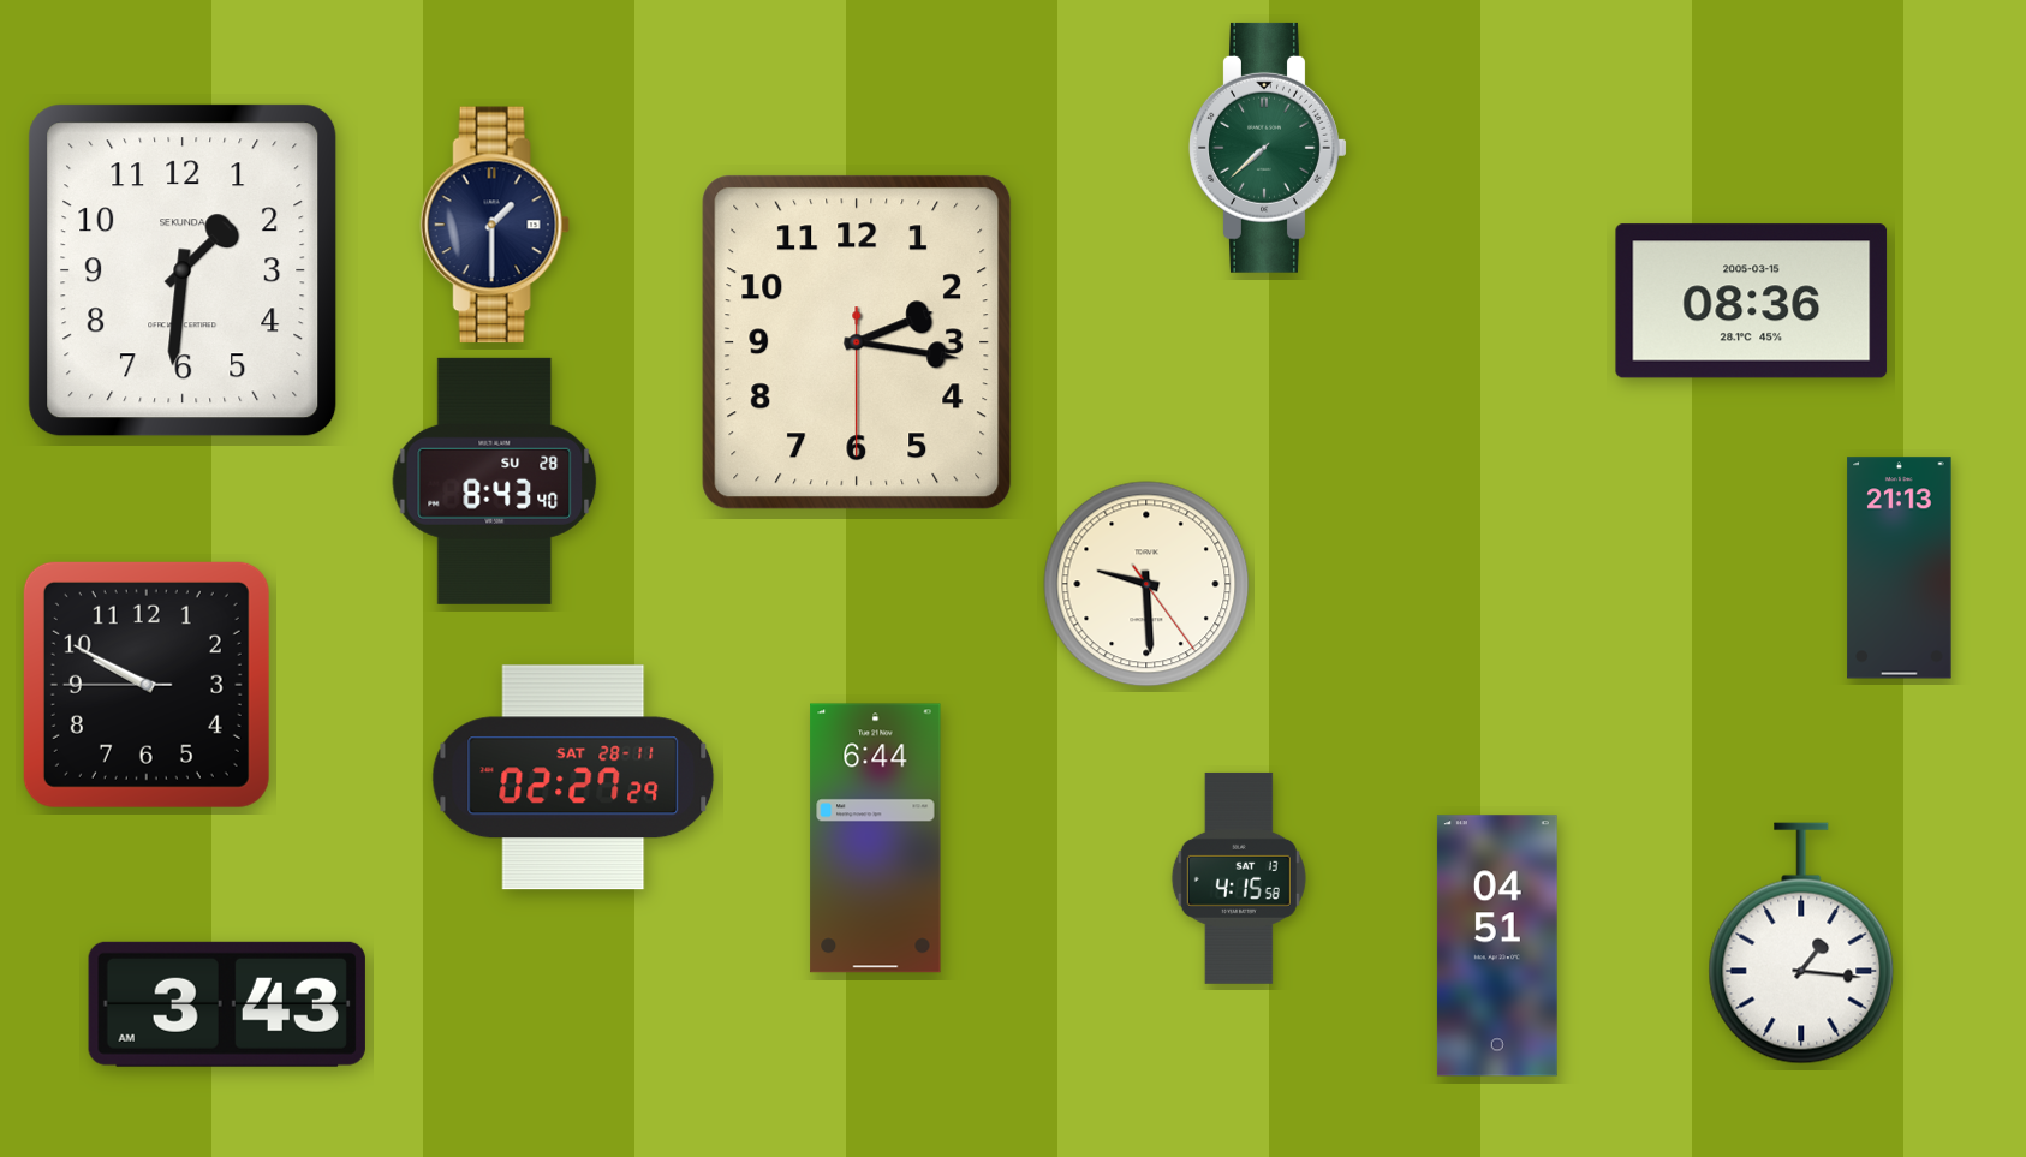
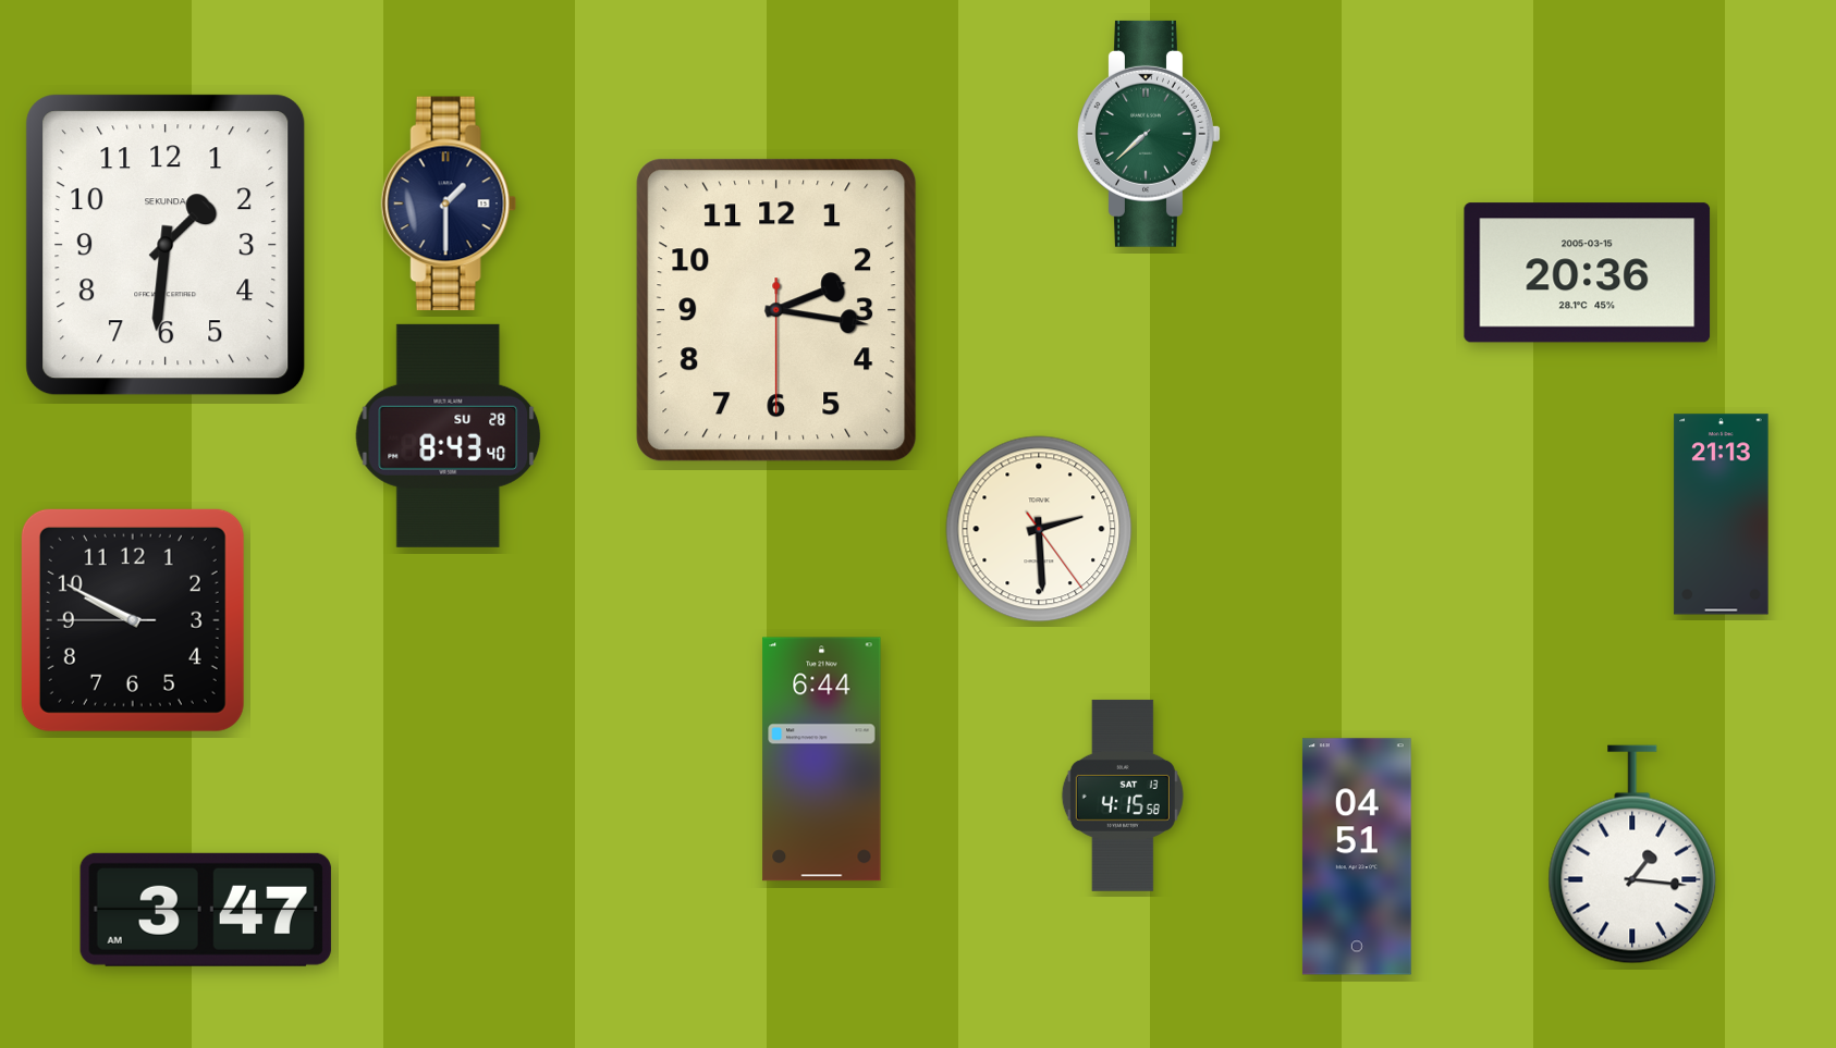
clock at (1752, 302): 08:36 -> 20:36
clock at (1146, 584): 9:29 -> 2:29
clock at (573, 777): 02:27 -> none
clock at (876, 839) position: (876, 839) -> (822, 760)
clock at (227, 1004): 3:43 -> 3:47
